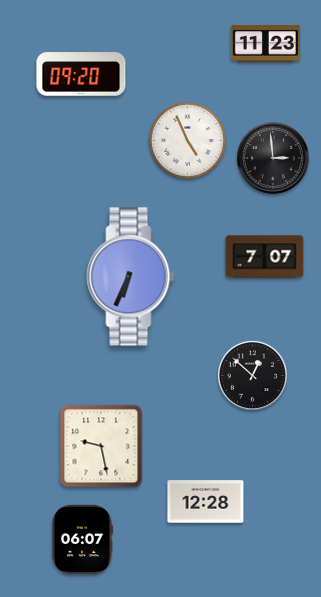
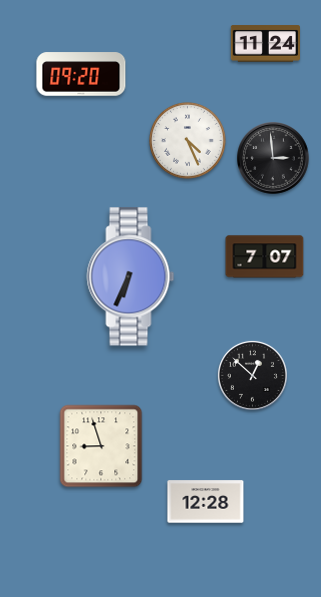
clock at (265, 44): 11:23 -> 11:24
clock at (188, 141): 4:56 -> 4:26
clock at (101, 446): 9:28 -> 8:57
clock at (83, 539): 06:07 -> none
